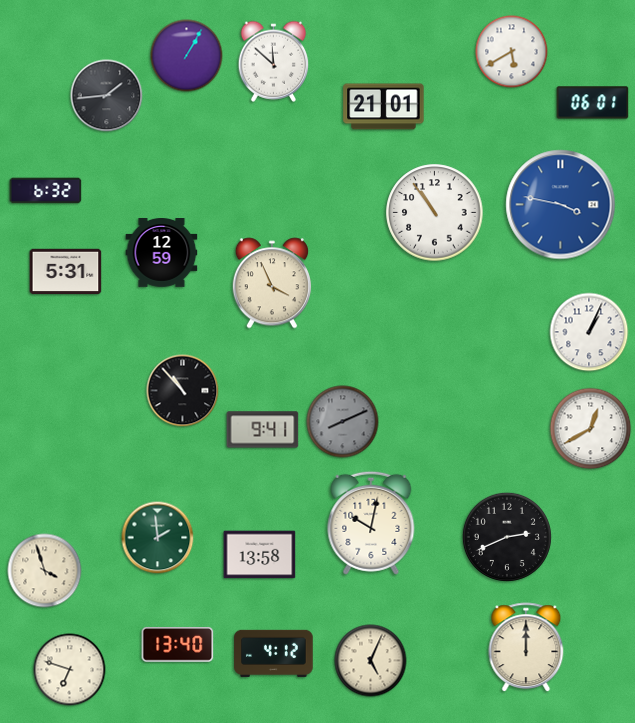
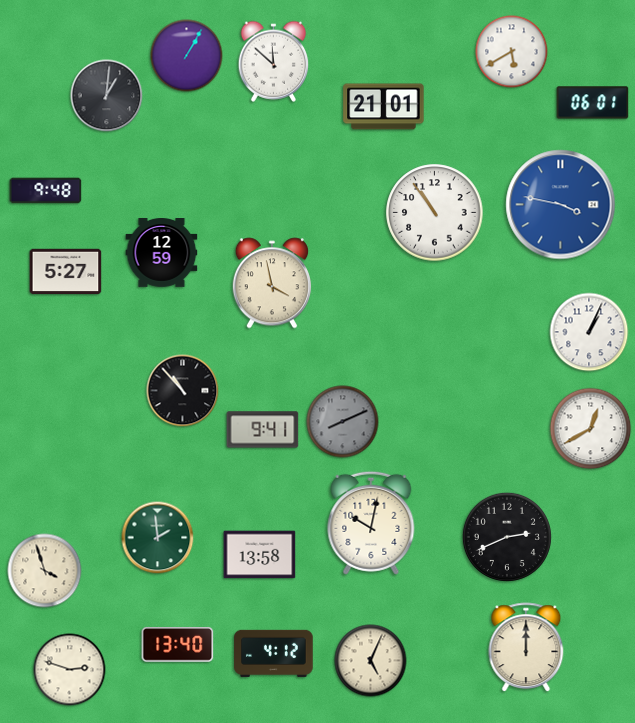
clock at (107, 96): 1:44 -> 1:01
clock at (46, 191): 6:32 -> 9:48
clock at (66, 272): 5:31 -> 5:27
clock at (271, 283): 3:56 -> 3:58
clock at (70, 670): 6:48 -> 2:48
